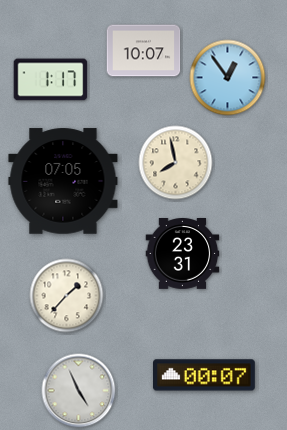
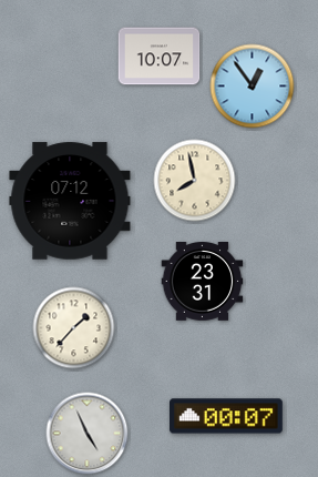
clock at (51, 80): 1:17 -> none
clock at (63, 181): 07:05 -> 07:12
